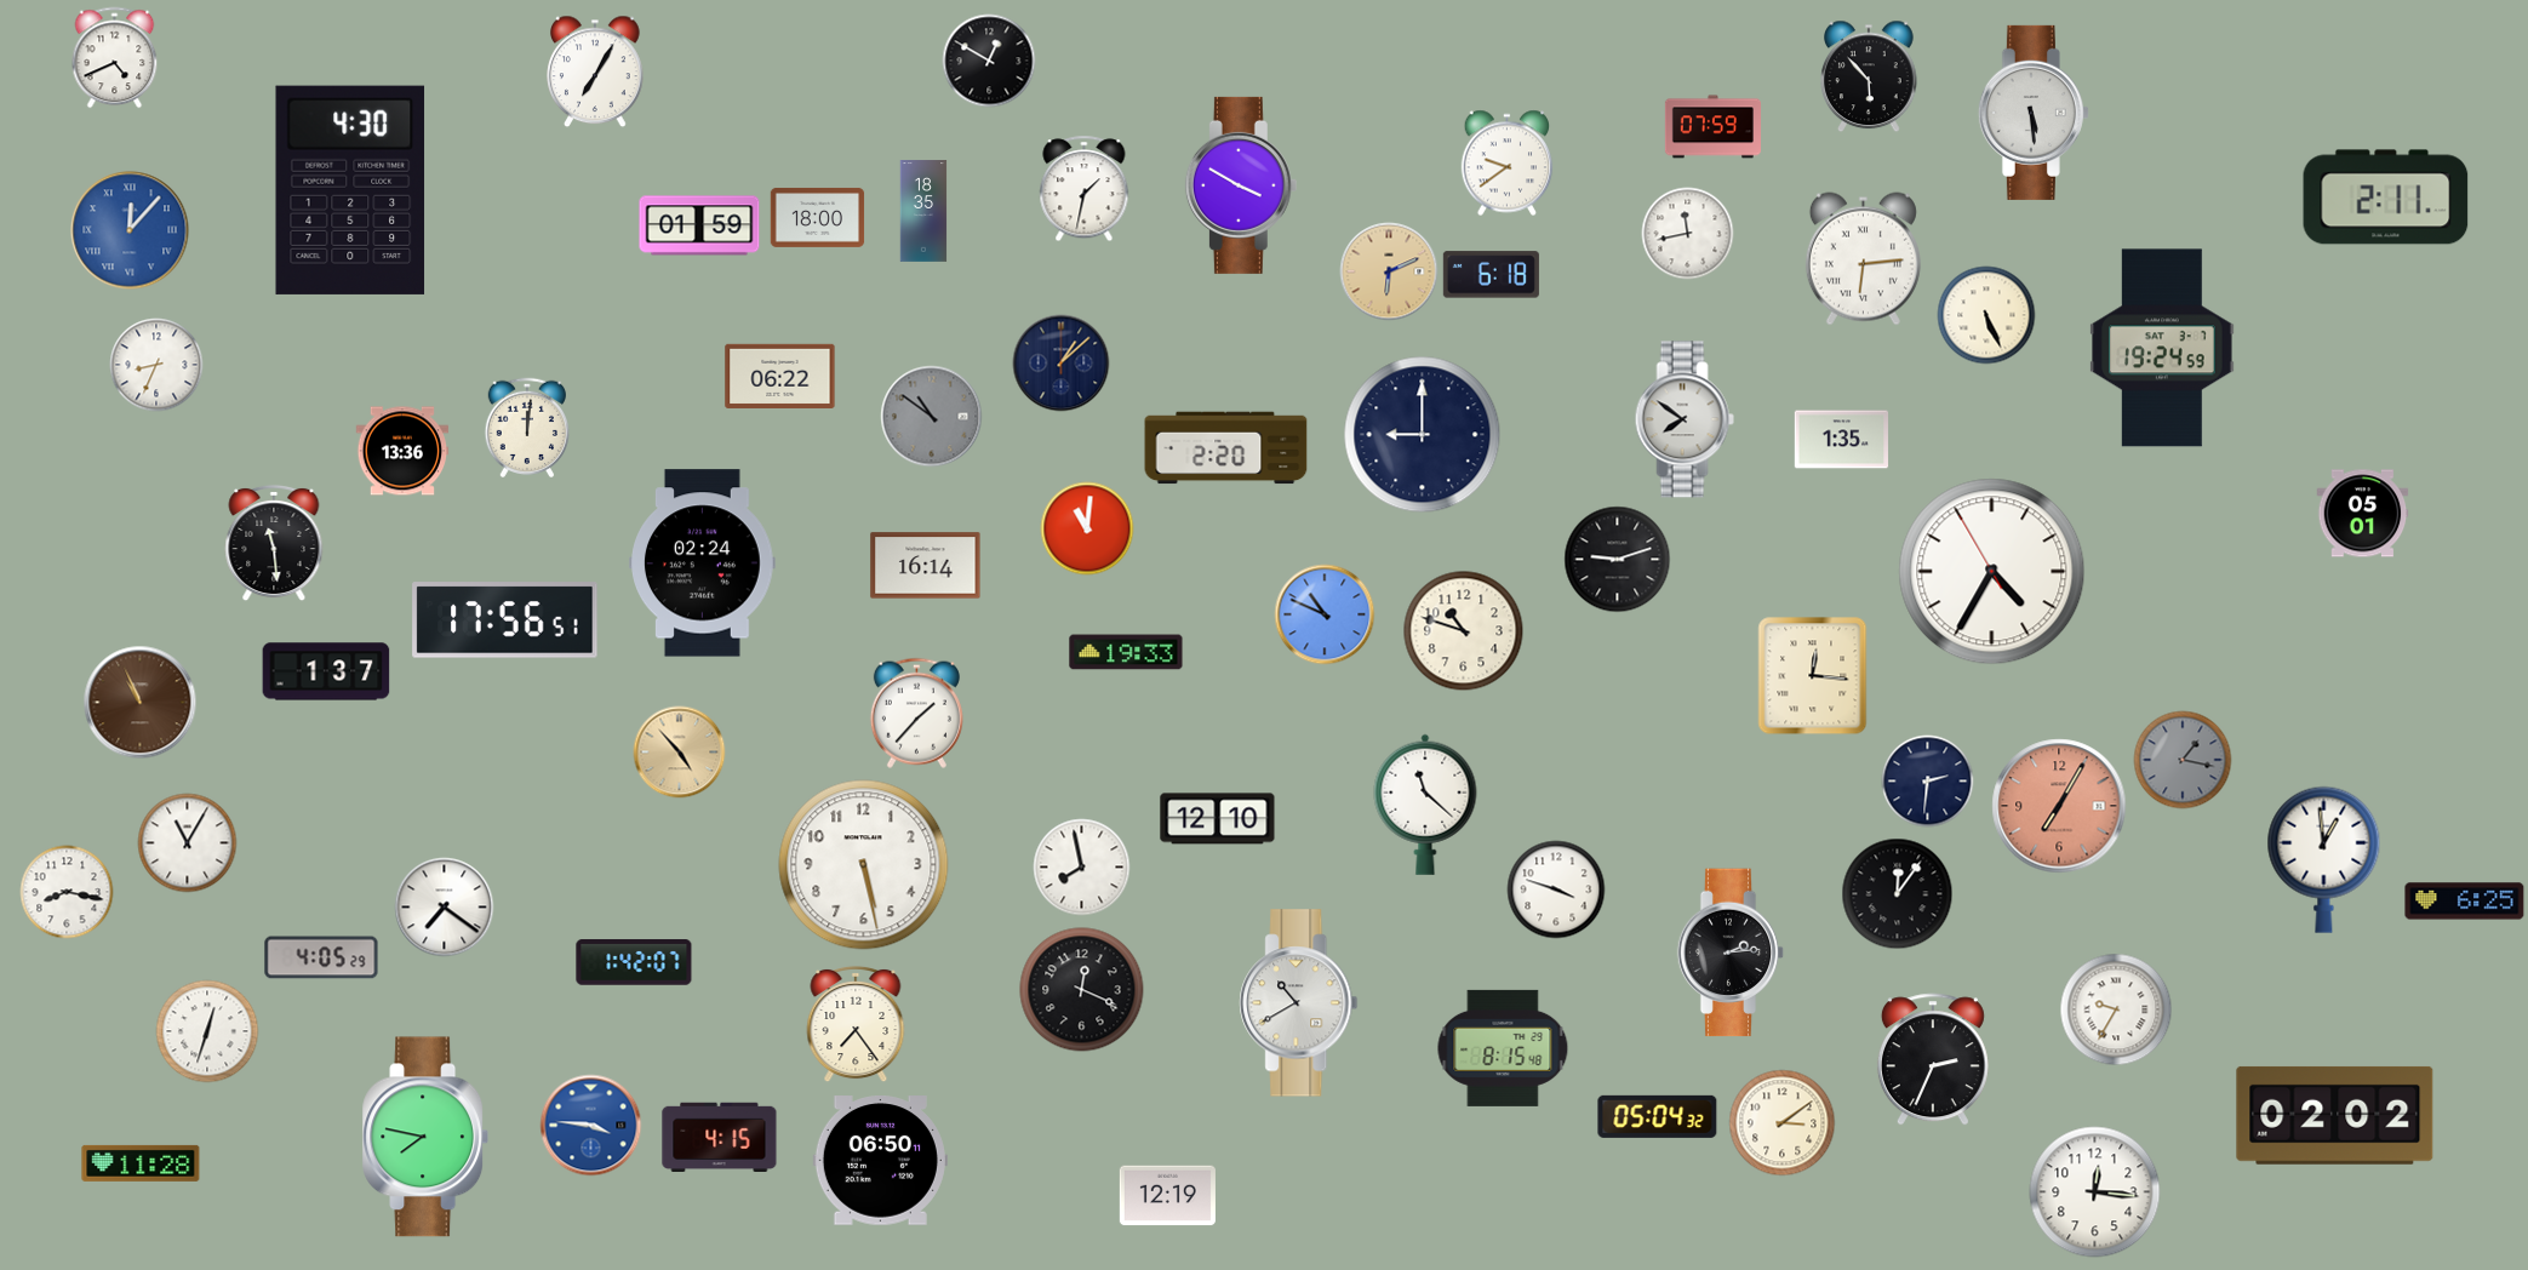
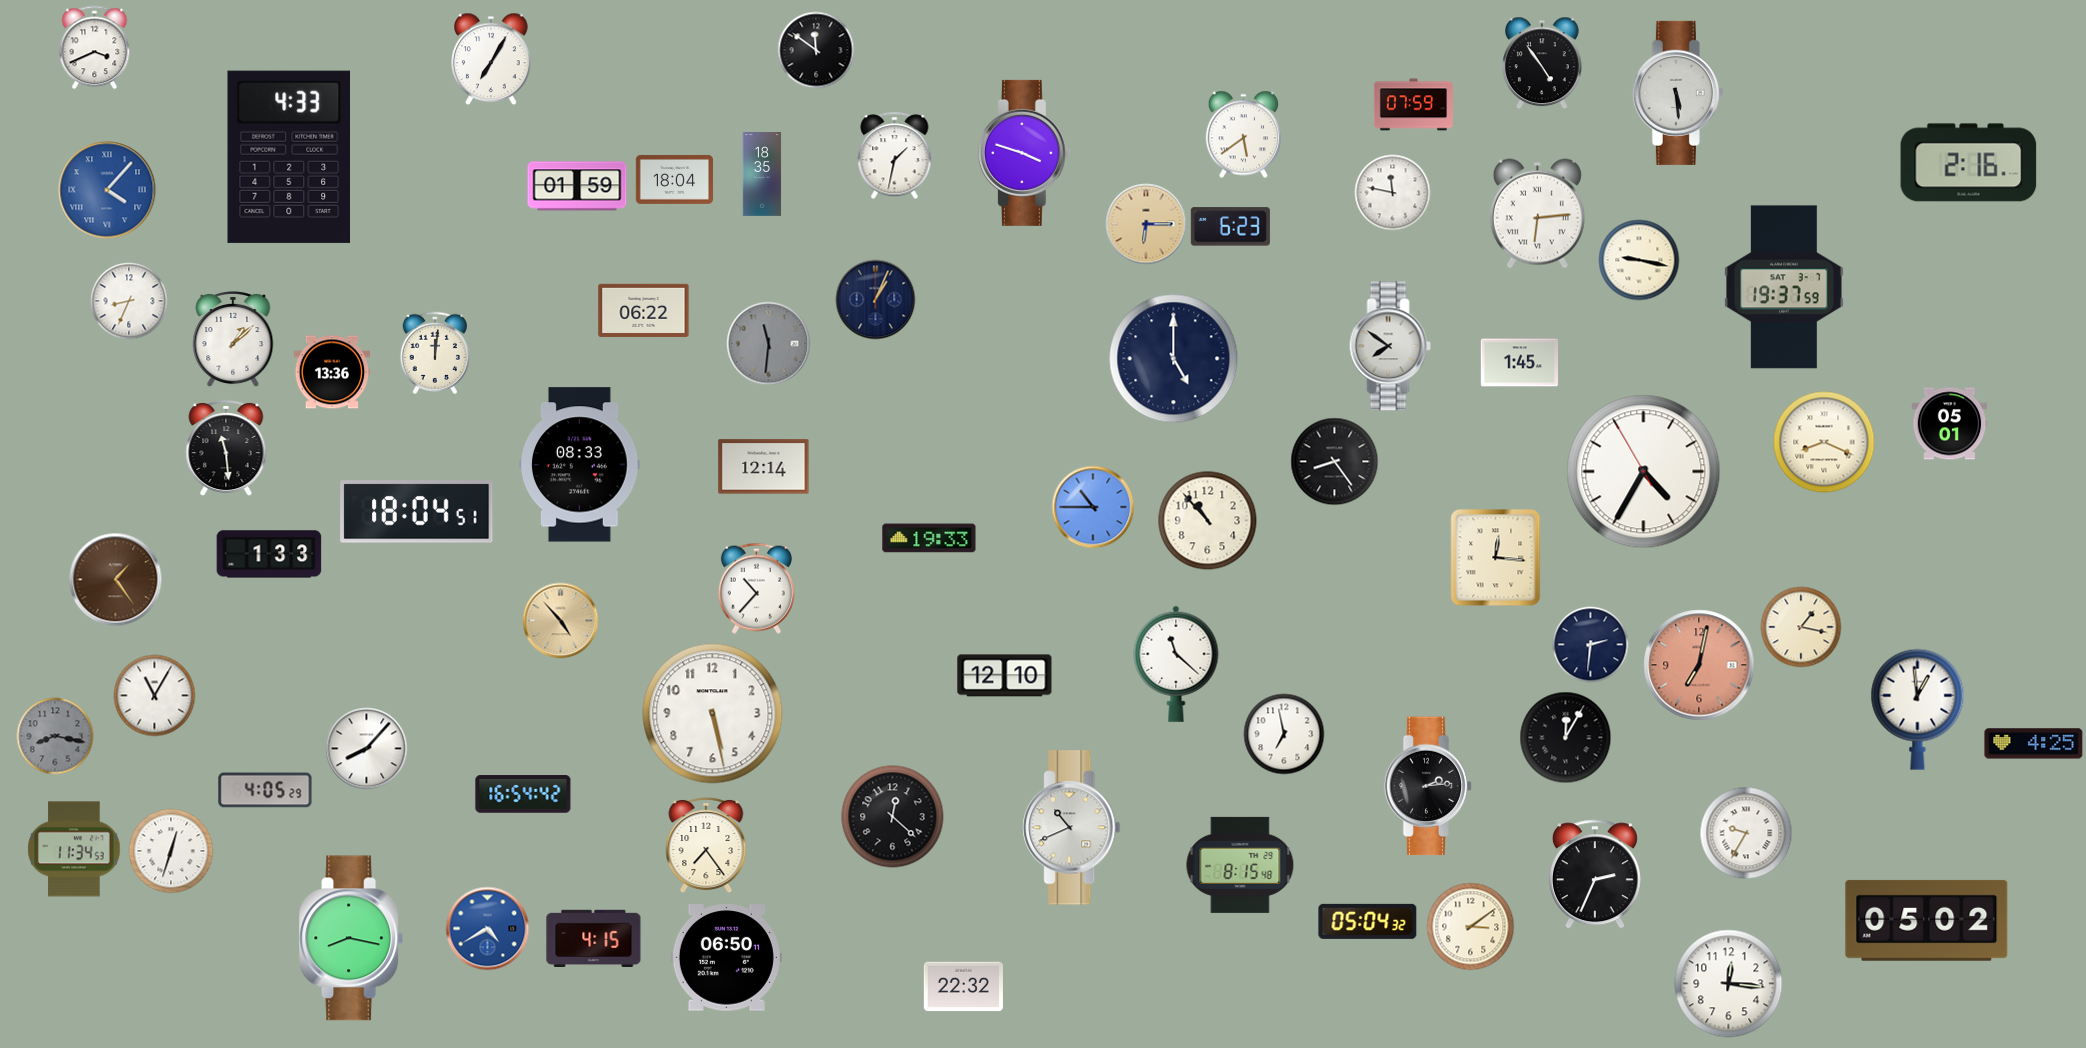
clock at (115, 58): 4:41 -> 3:41
clock at (989, 61): 12:50 -> 11:51
clock at (1869, 76): 5:53 -> 4:54
clock at (1508, 164): 9:39 -> 5:39
clock at (1241, 185): 3:50 -> 3:48
clock at (350, 190): 4:30 -> 4:33
clock at (2386, 198): 2:11 -> 2:16
clock at (818, 217): 18:00 -> 18:04
clock at (130, 230): 12:07 -> 4:07
clock at (1688, 234): 11:43 -> 11:47
clock at (1389, 271): 6:11 -> 6:15
clock at (1491, 275): 6:18 -> 6:23
clock at (1986, 315): 5:26 -> 9:17
clock at (2162, 348): 19:24 -> 19:37
clock at (1062, 364): 1:08 -> 1:04
clock at (233, 339): none -> 1:08
clock at (932, 417): 10:51 -> 11:31
clock at (1423, 435): 9:00 -> 5:00
clock at (1842, 440): 1:35 -> 1:45
clock at (1226, 448): 2:20 -> none
clock at (1087, 528): 11:01 -> none
clock at (1824, 442): none -> 8:19
clock at (1618, 560): 9:12 -> 8:24
clock at (703, 564): 02:24 -> 08:33
clock at (926, 566): 16:14 -> 12:14
clock at (1325, 614): 10:49 -> 10:45
clock at (505, 620): 17:56 -> 18:04
clock at (1464, 631): 10:48 -> 10:53
clock at (326, 671): 1:37 -> 1:33
clock at (141, 703): 10:56 -> 1:24
clock at (916, 713): 1:37 -> 10:37
clock at (2183, 760) dial: grey -> cream
clock at (2059, 806): 7:05 -> 7:02
clock at (1082, 868): 7:58 -> none
clock at (1556, 889): 3:48 -> 6:58
clock at (67, 892) dial: white -> grey
clock at (1898, 894): 12:06 -> 12:05
clock at (2465, 902): 6:25 -> 4:25
clock at (445, 908): 7:21 -> 8:07
clock at (634, 962): 1:42 -> 16:54
clock at (1082, 990): 12:19 -> 12:22
clock at (1299, 1003): 10:40 -> 10:41
clock at (74, 849): none -> 11:34
clock at (2335, 1115): 02:02 -> 05:02
clock at (591, 1126): 3:46 -> 4:40
clock at (424, 1137): 7:47 -> 8:17
clock at (141, 1163): 11:28 -> none
clock at (1167, 1196): 12:19 -> 22:32
